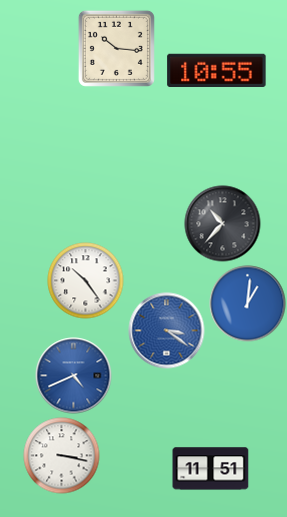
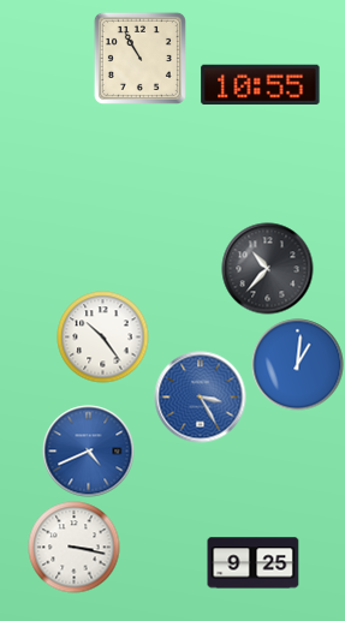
clock at (116, 48): 10:16 -> 10:55
clock at (167, 331): 3:21 -> 3:25
clock at (211, 469): 11:51 -> 9:25
